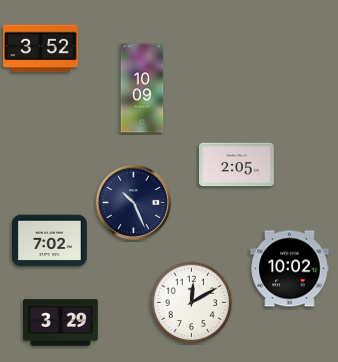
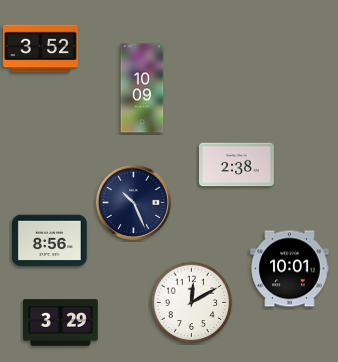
clock at (237, 165): 2:05 -> 2:38
clock at (50, 241): 7:02 -> 8:56
clock at (290, 269): 10:02 -> 10:01
